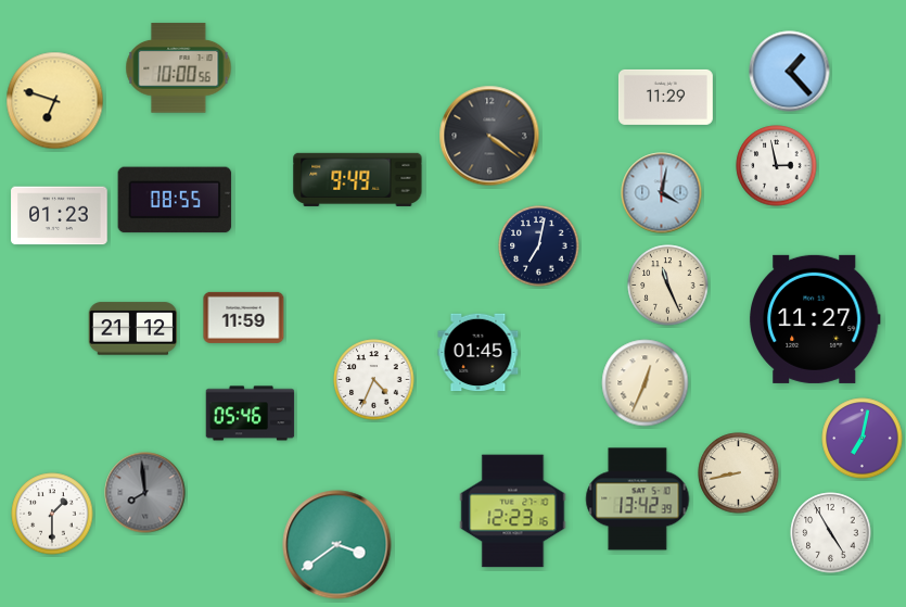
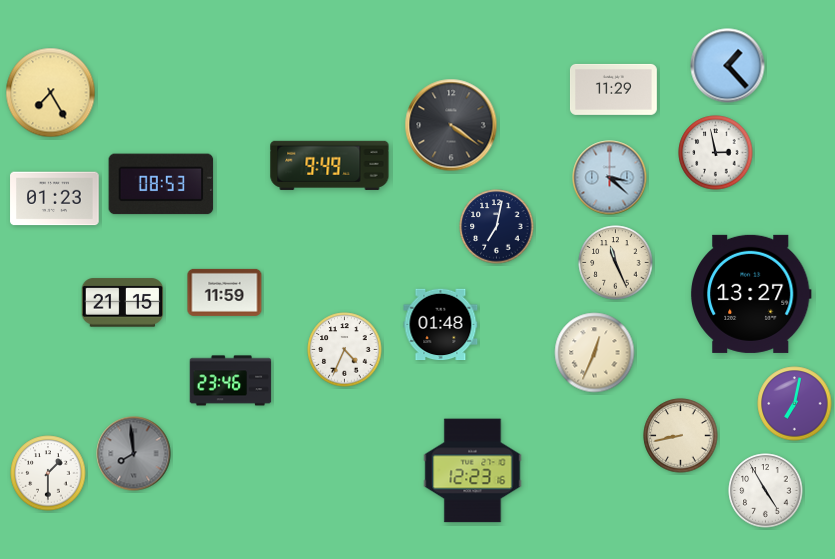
clock at (179, 68): 10:00 -> none
clock at (55, 101): 6:48 -> 7:25
clock at (662, 193): 4:02 -> 3:22
clock at (175, 200): 08:55 -> 08:53
clock at (815, 319): 11:27 -> 13:27
clock at (133, 329): 21:12 -> 21:15
clock at (478, 353): 01:45 -> 01:48
clock at (251, 414): 05:46 -> 23:46
clock at (638, 499): 13:42 -> none
clock at (337, 545): 3:39 -> none
